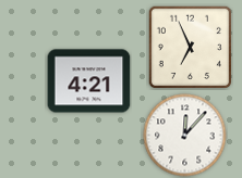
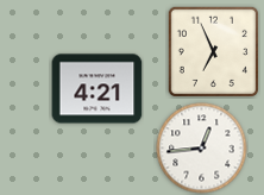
clock at (190, 47) position: (190, 47) -> (213, 51)
clock at (185, 136): 12:07 -> 12:44
